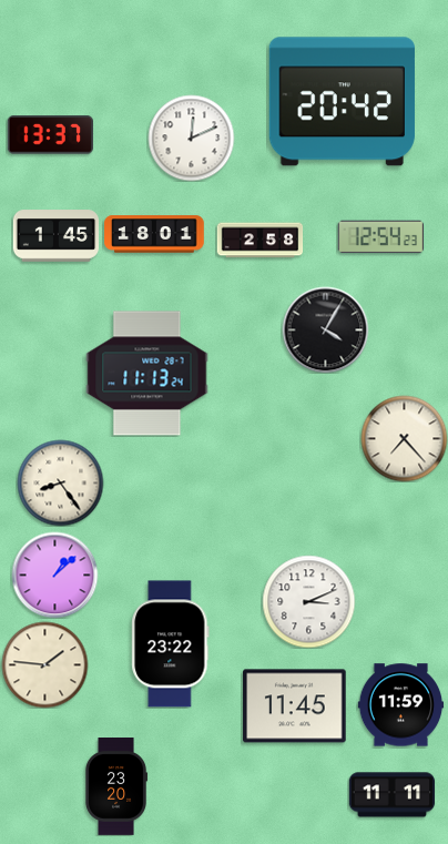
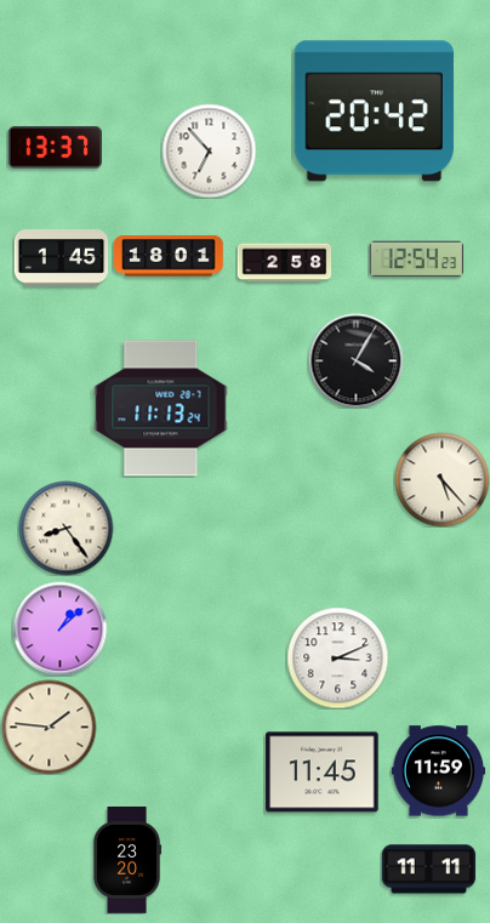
clock at (191, 138): 12:11 -> 6:53
clock at (404, 438): 7:23 -> 5:23
clock at (171, 644): 23:22 -> none
